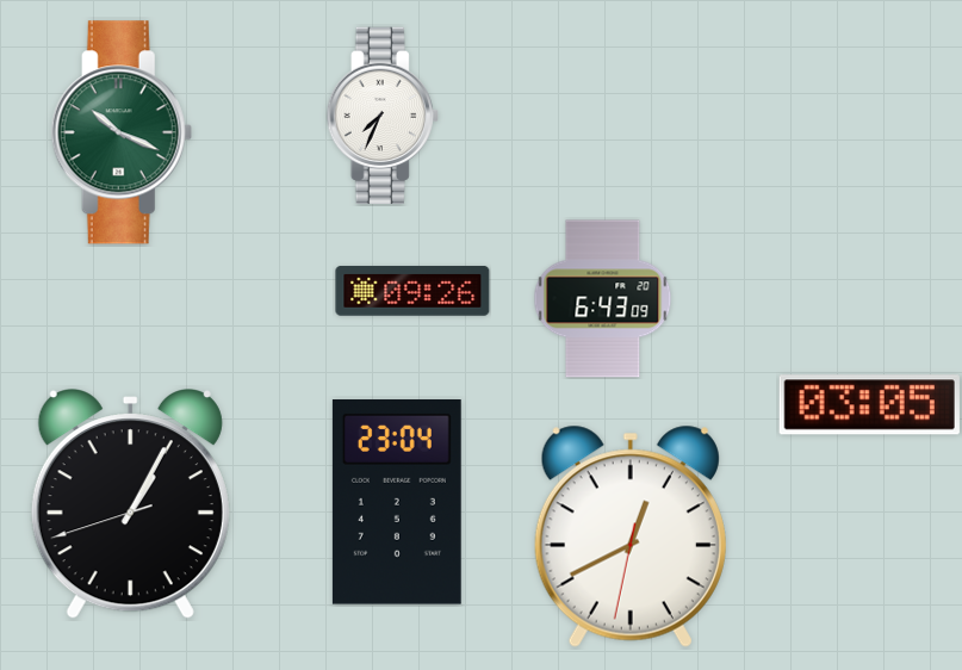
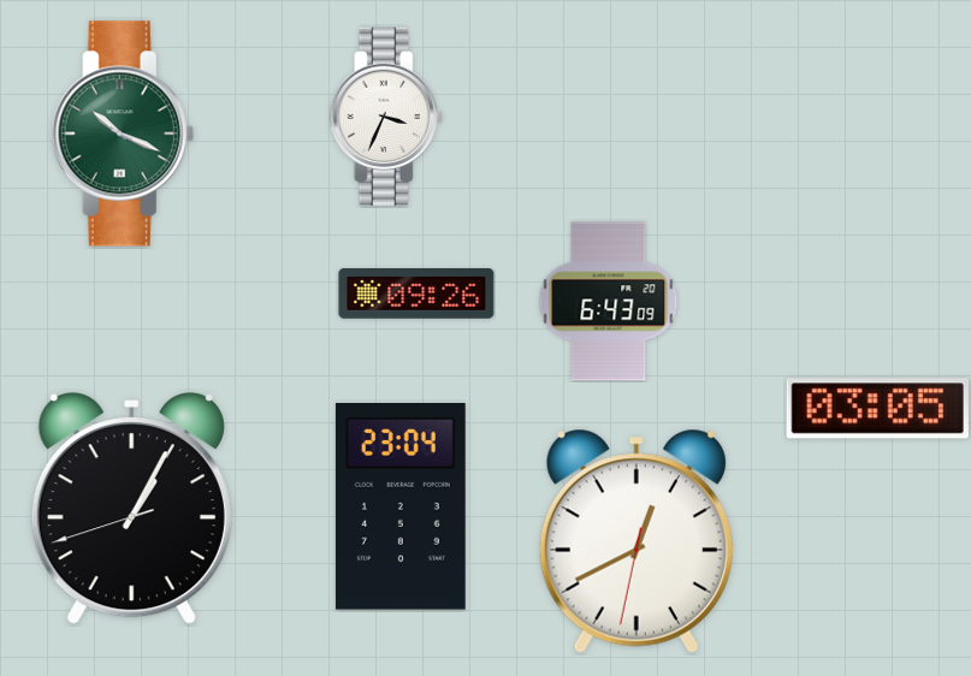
clock at (383, 116): 7:34 -> 3:34
